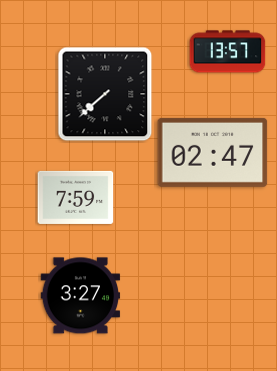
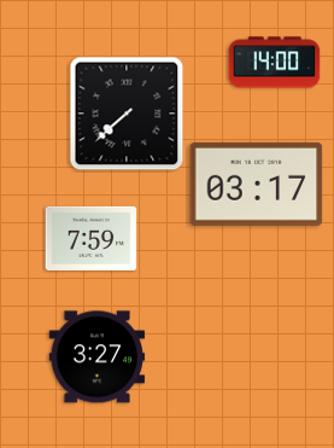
clock at (228, 52): 13:57 -> 14:00
clock at (213, 152): 02:47 -> 03:17
